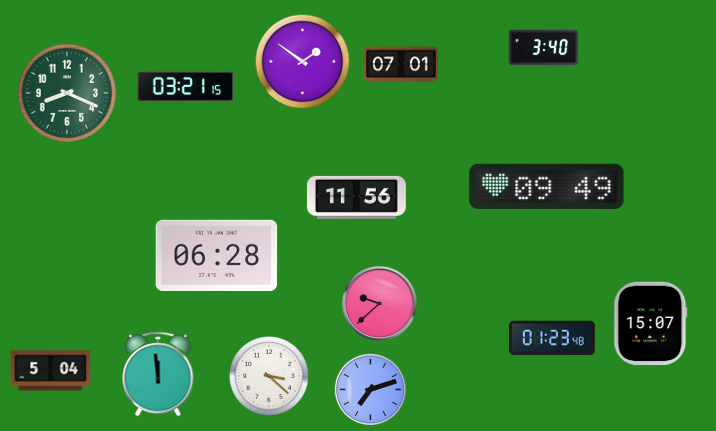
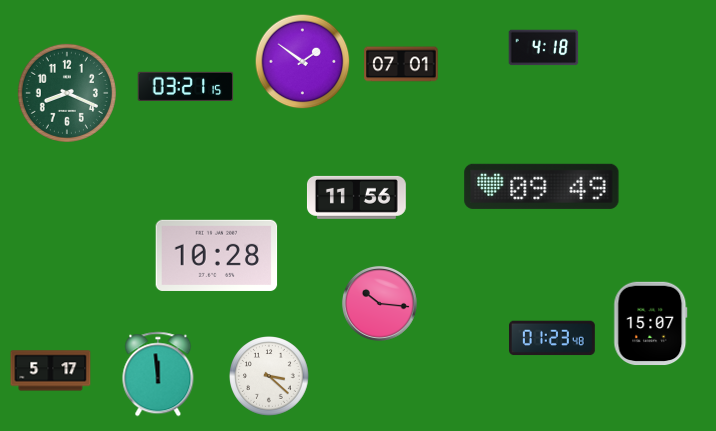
clock at (544, 48): 3:40 -> 4:18
clock at (547, 186) position: (547, 186) -> (542, 186)
clock at (217, 255): 06:28 -> 10:28
clock at (379, 303): 9:38 -> 10:16
clock at (51, 371): 5:04 -> 5:17
clock at (370, 389): 7:12 -> none
